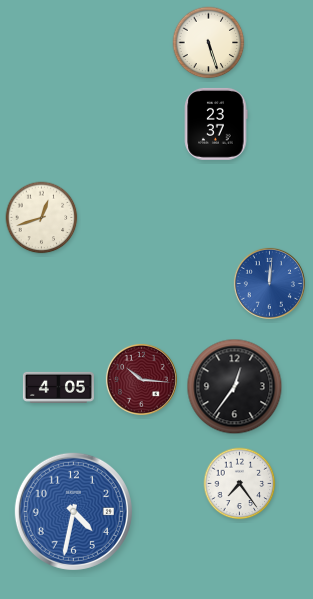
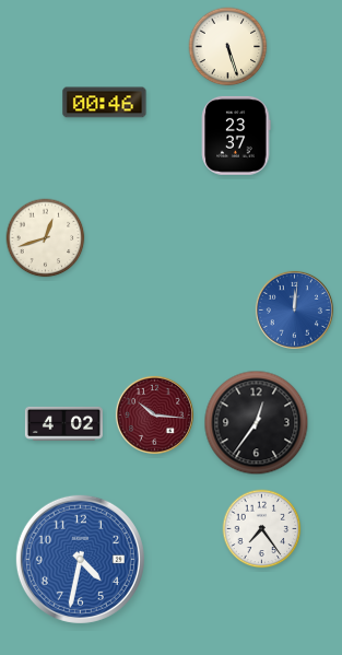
clock at (105, 103): none -> 00:46
clock at (58, 387): 4:05 -> 4:02
